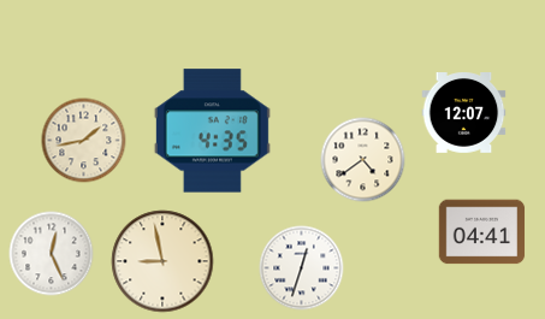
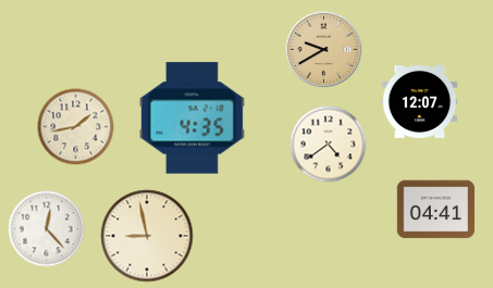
clock at (324, 50): none -> 9:40
clock at (52, 254): 12:26 -> 12:23
clock at (302, 268): 12:33 -> none
